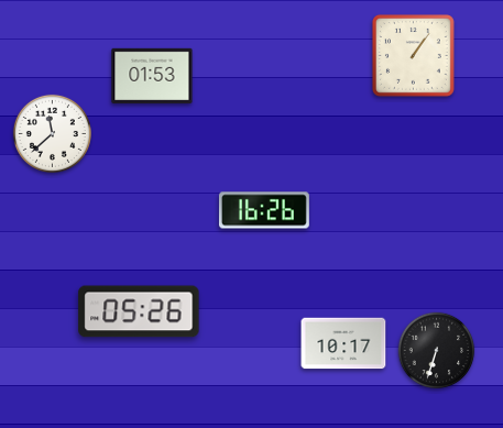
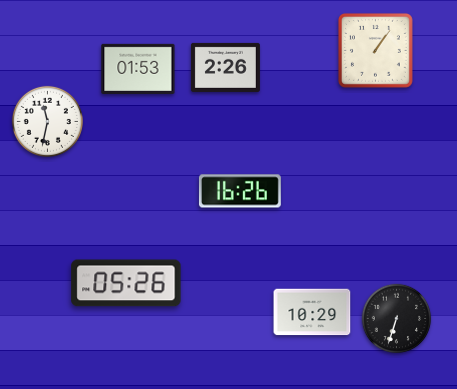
clock at (225, 67): none -> 2:26
clock at (52, 133): 11:38 -> 11:32
clock at (343, 343): 10:17 -> 10:29
